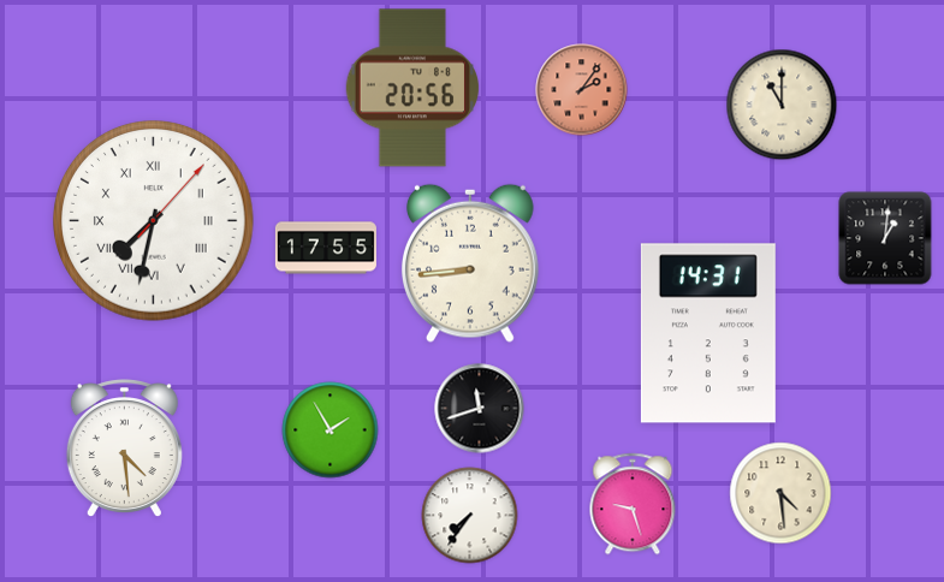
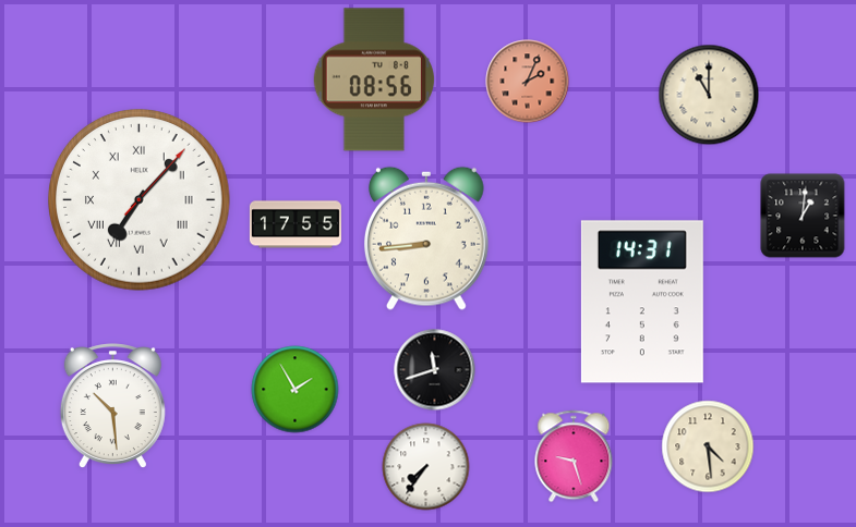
clock at (412, 88): 20:56 -> 08:56
clock at (582, 90): 2:06 -> 2:04
clock at (154, 221): 7:32 -> 7:07
clock at (331, 430) position: (331, 430) -> (296, 390)
clock at (124, 449): 4:29 -> 10:29
